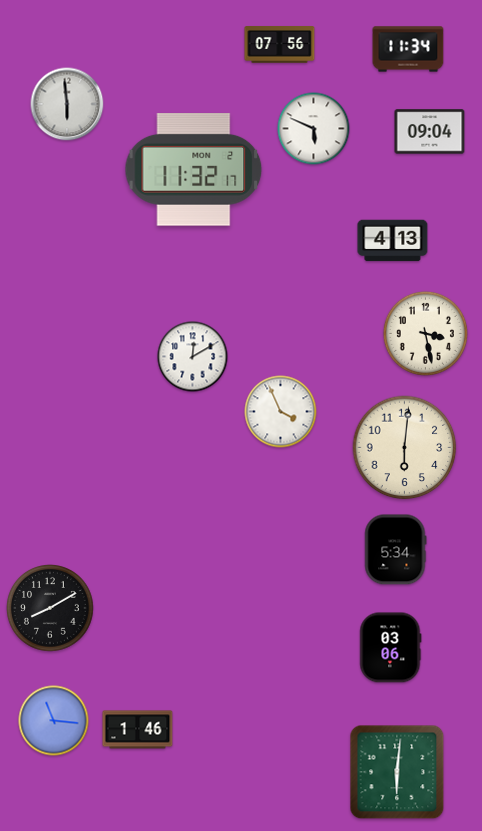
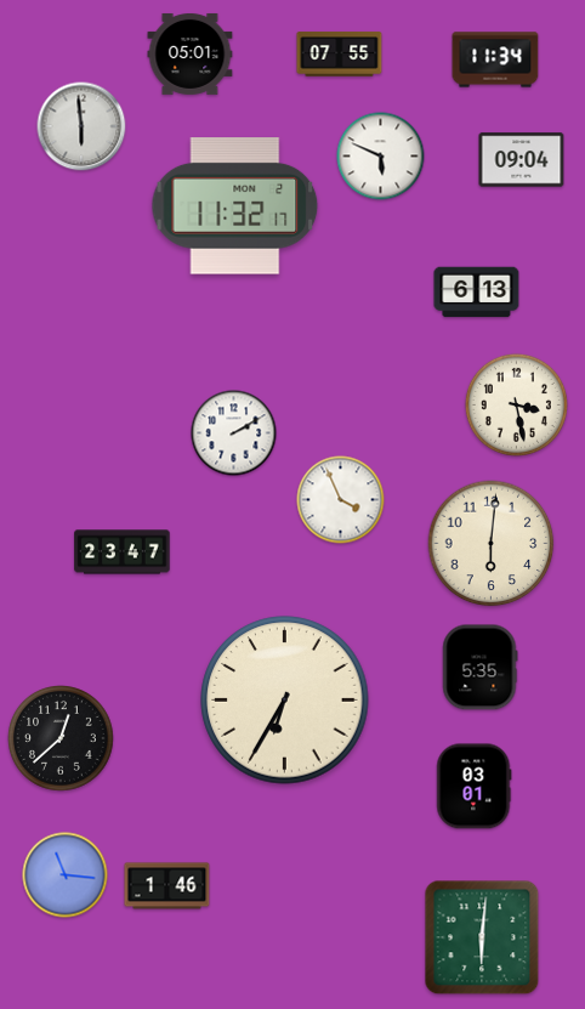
clock at (191, 53): none -> 05:01
clock at (280, 45): 07:56 -> 07:55
clock at (393, 241): 4:13 -> 6:13
clock at (193, 357): 12:10 -> 2:10
clock at (123, 552): none -> 23:47
clock at (396, 550): 5:34 -> 5:35
clock at (285, 701): none -> 6:35
clock at (51, 609): 8:10 -> 12:38
clock at (391, 648): 03:06 -> 03:01
